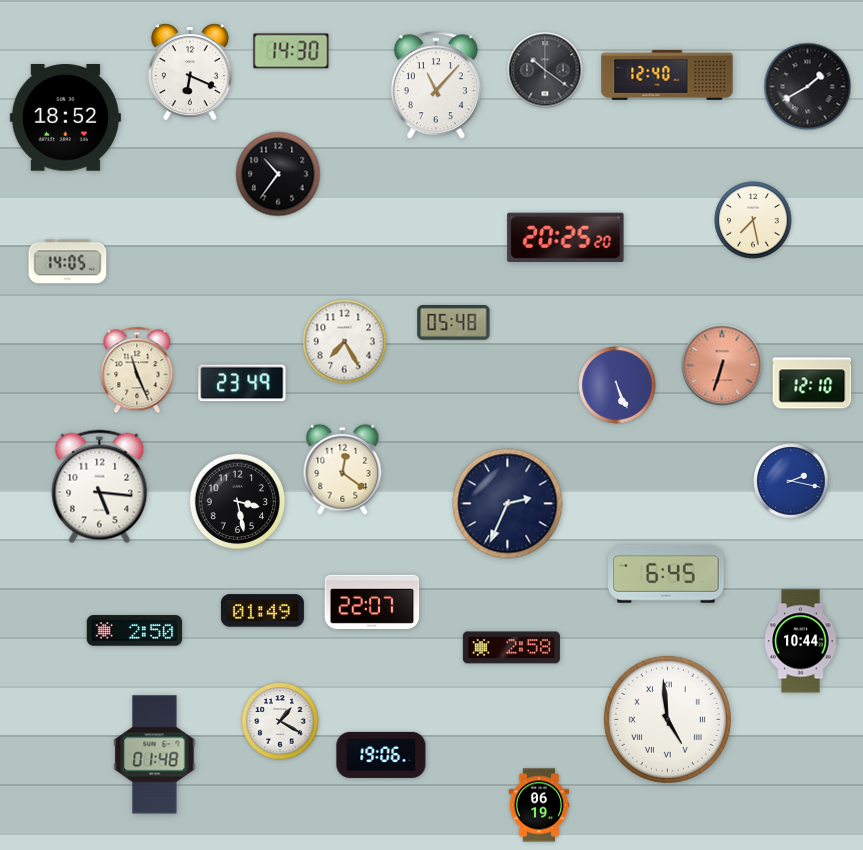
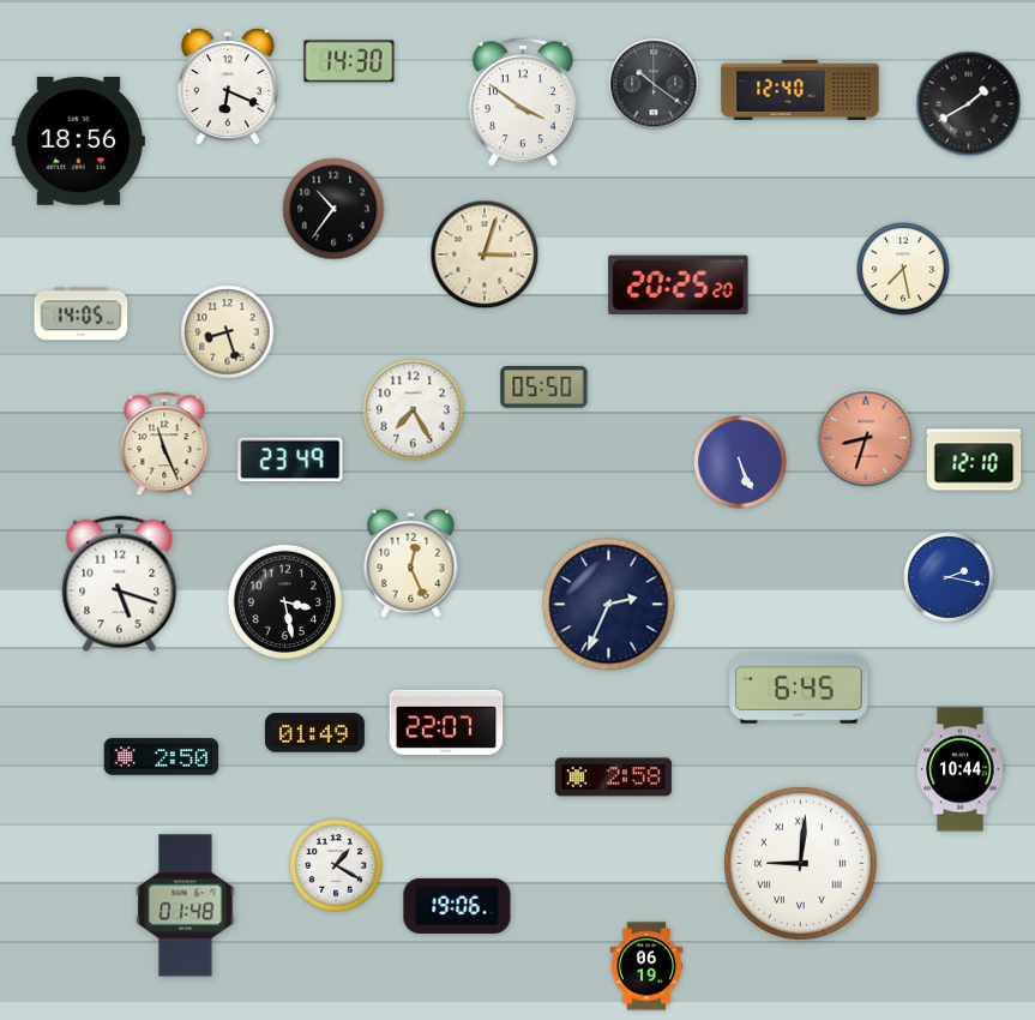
clock at (436, 86): 11:07 -> 3:51
clock at (65, 118): 18:52 -> 18:56
clock at (485, 254): none -> 3:03
clock at (753, 220) position: (753, 220) -> (903, 269)
clock at (228, 332): none -> 8:27
clock at (454, 323): 05:48 -> 05:50
clock at (722, 365): 6:33 -> 8:33
clock at (343, 469): 12:21 -> 12:26
clock at (100, 487): 5:16 -> 5:18
clock at (667, 719): 4:59 -> 9:01
